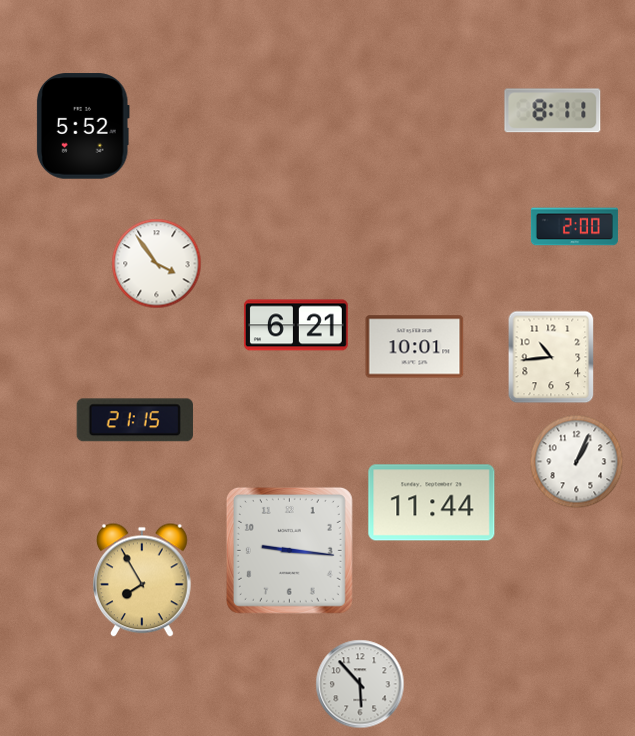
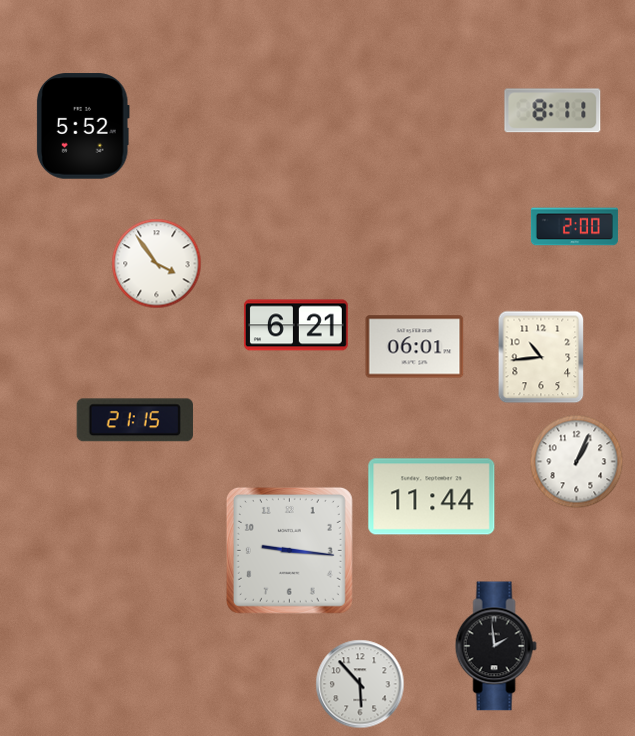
clock at (415, 347): 10:01 -> 06:01
clock at (551, 357) position: (551, 357) -> (541, 357)
clock at (432, 503) position: (432, 503) -> (432, 497)
clock at (142, 580): 7:55 -> none
clock at (496, 646): none -> 1:59
